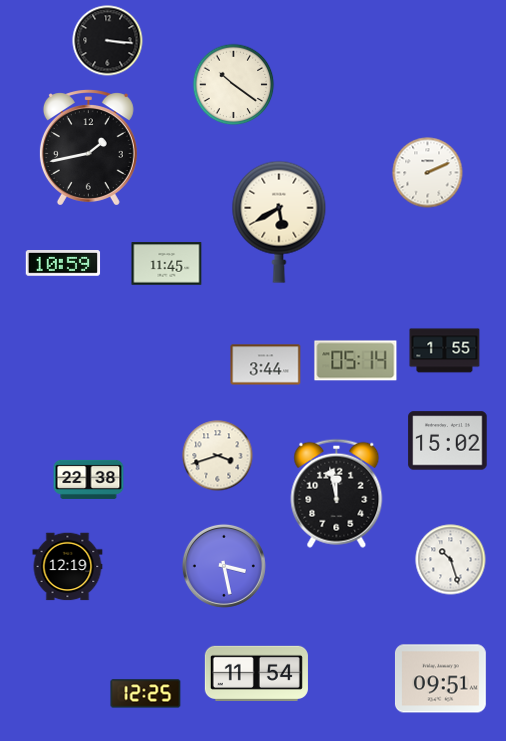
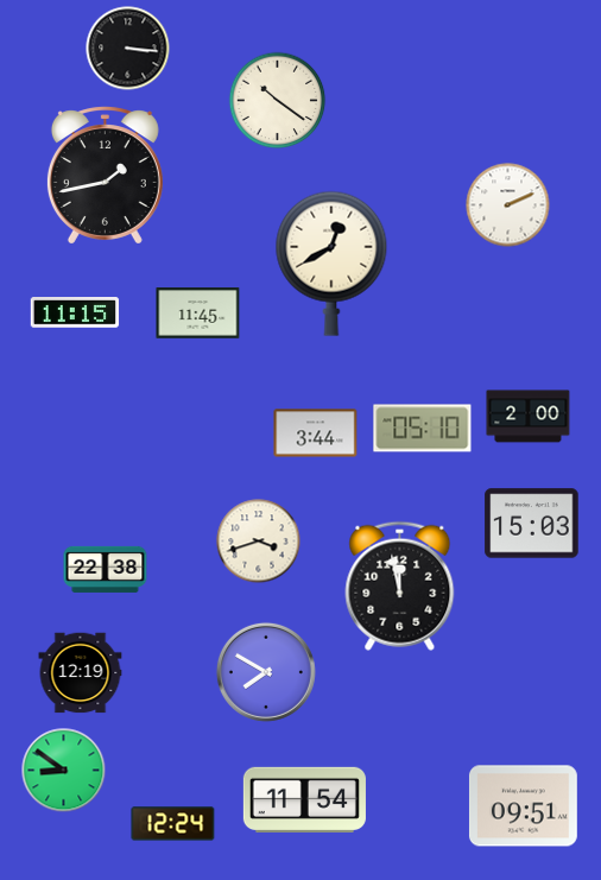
clock at (279, 222): 5:40 -> 12:40
clock at (63, 264): 10:59 -> 11:15
clock at (445, 351): 1:55 -> 2:00
clock at (356, 361): 05:14 -> 05:10
clock at (448, 441): 15:02 -> 15:03
clock at (451, 560): 10:27 -> none
clock at (224, 566): 3:28 -> 7:50
clock at (64, 771): none -> 8:51
clock at (146, 694): 12:25 -> 12:24
